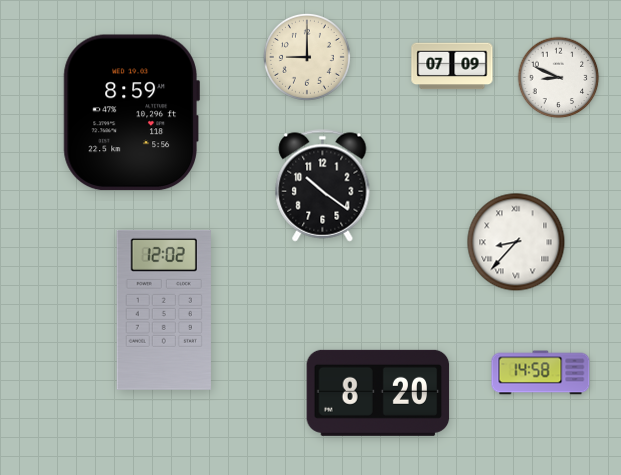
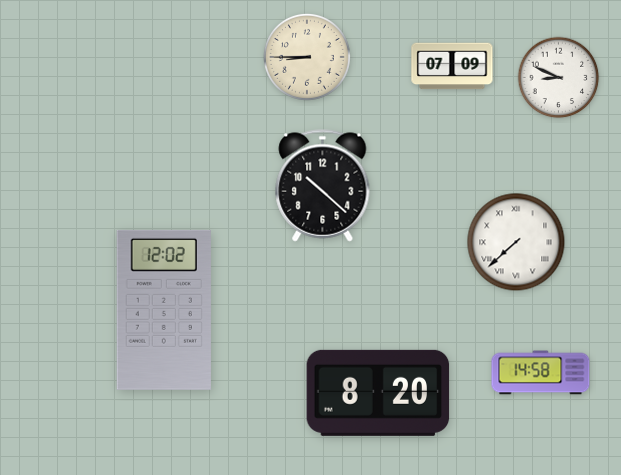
clock at (307, 57): 9:00 -> 8:45
clock at (131, 113): 8:59 -> none
clock at (323, 186): 10:21 -> 10:22
clock at (516, 242): 8:37 -> 7:38
